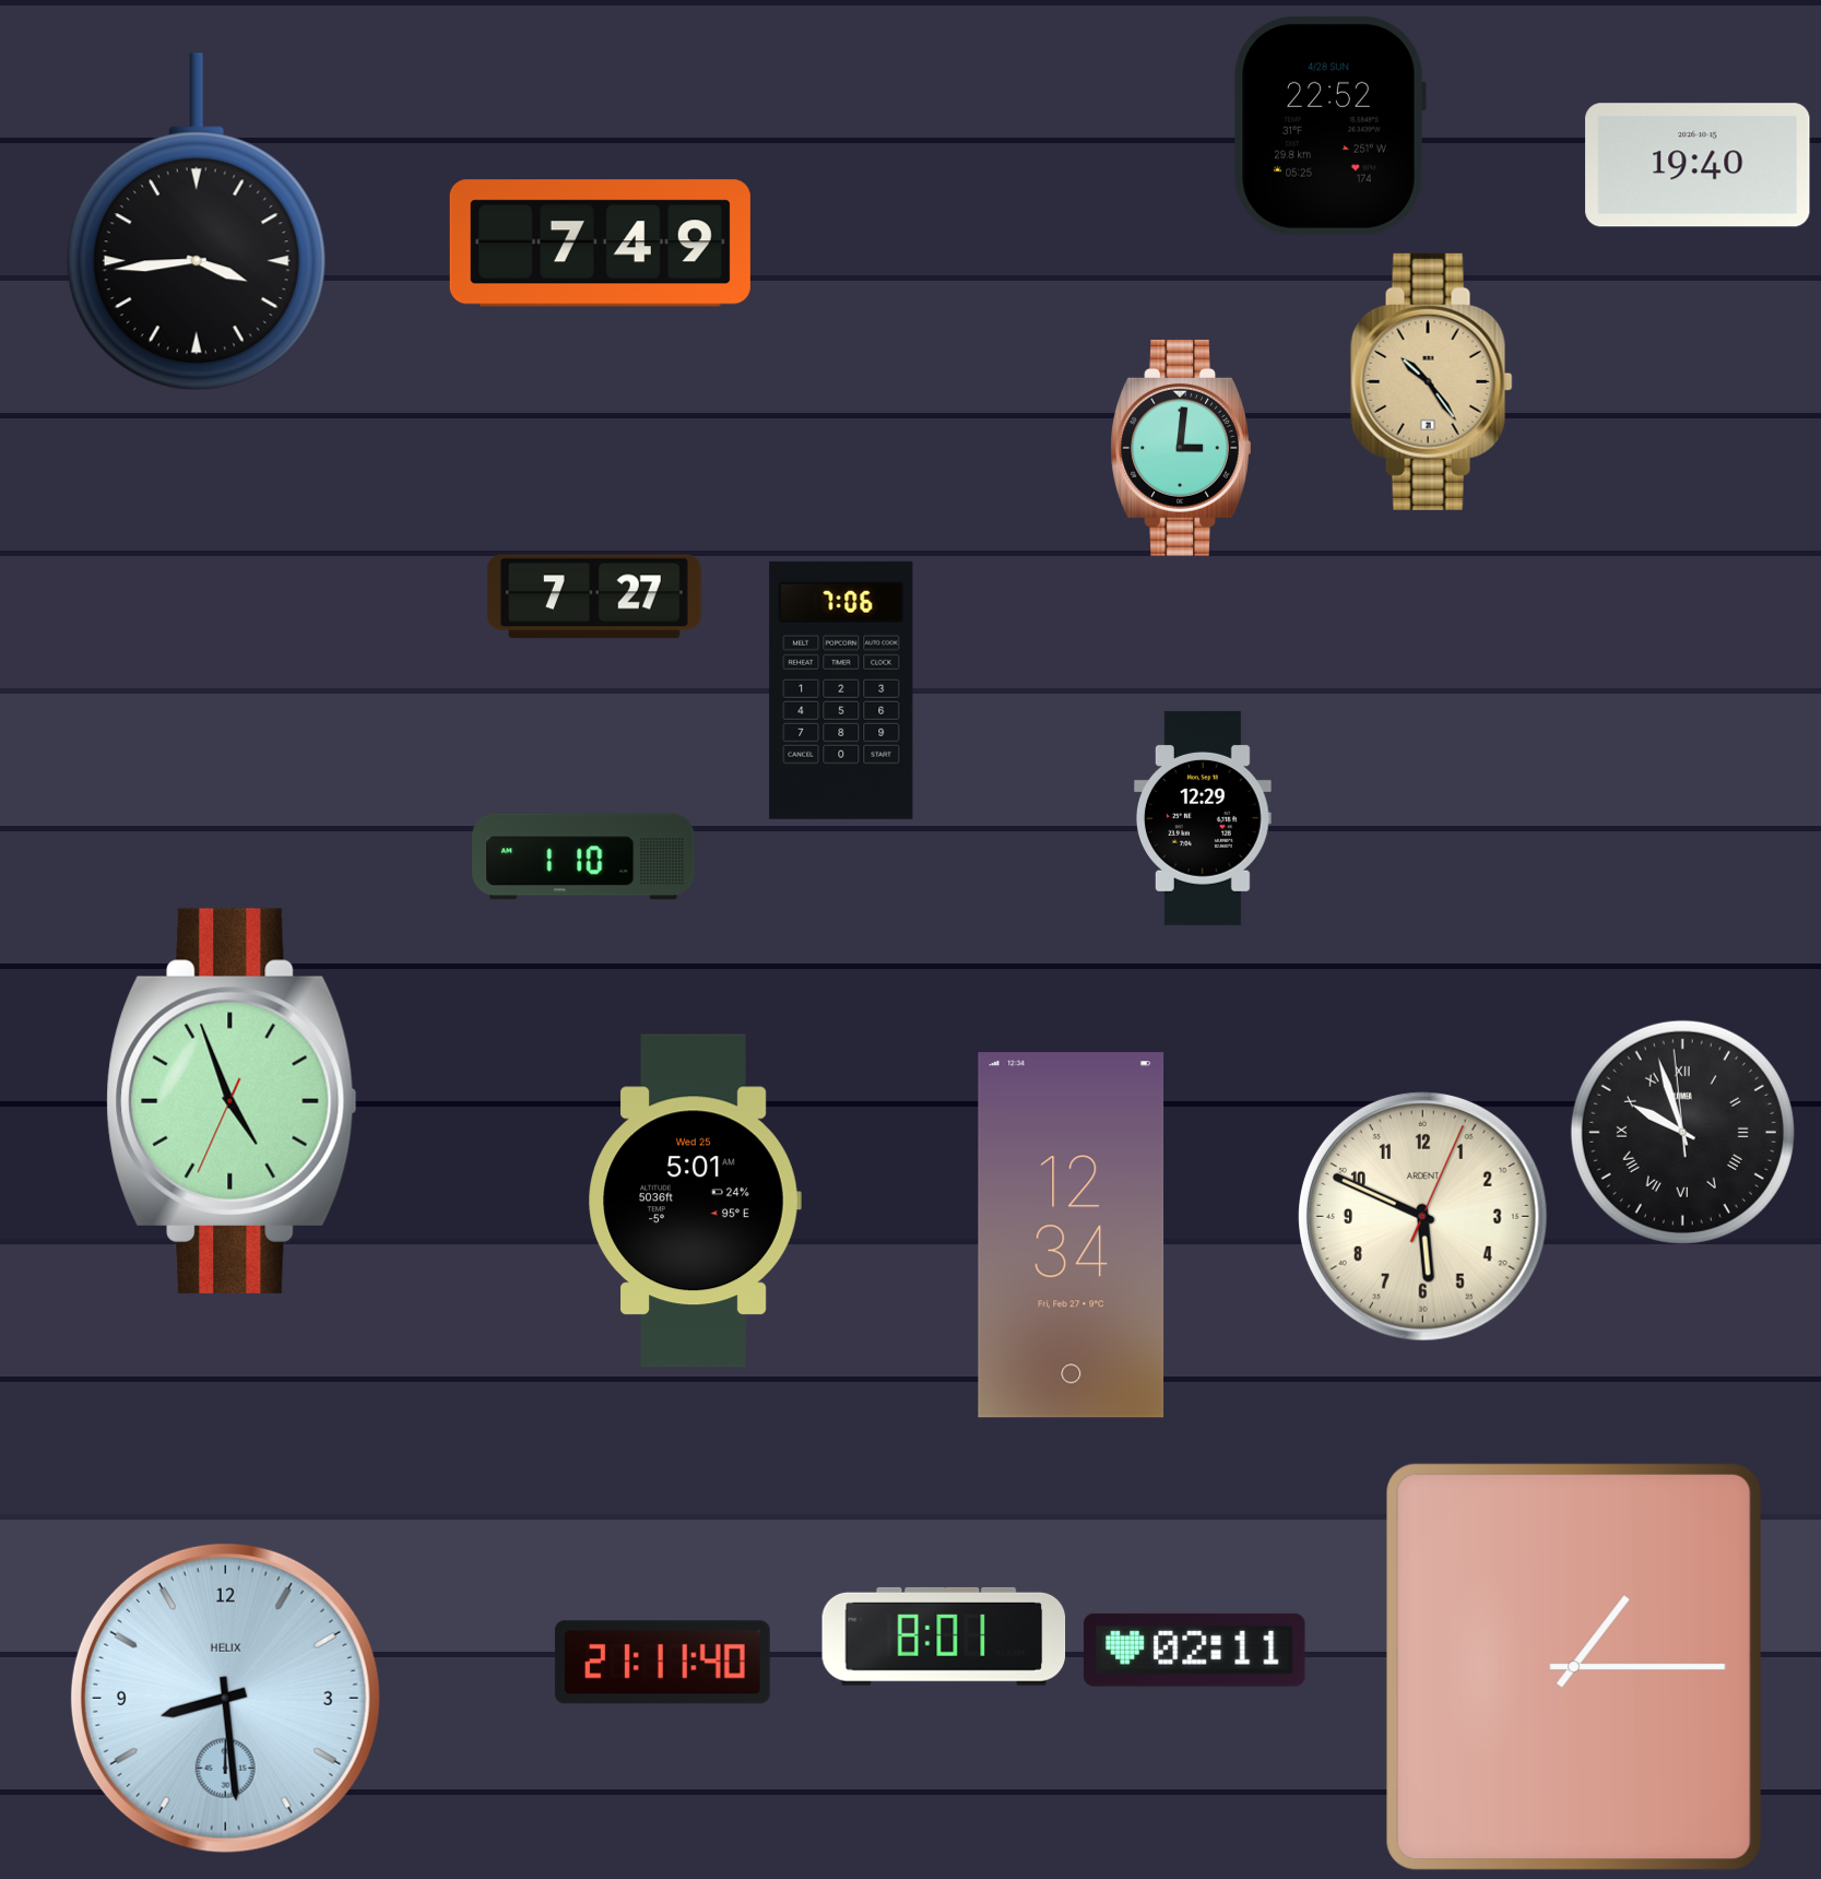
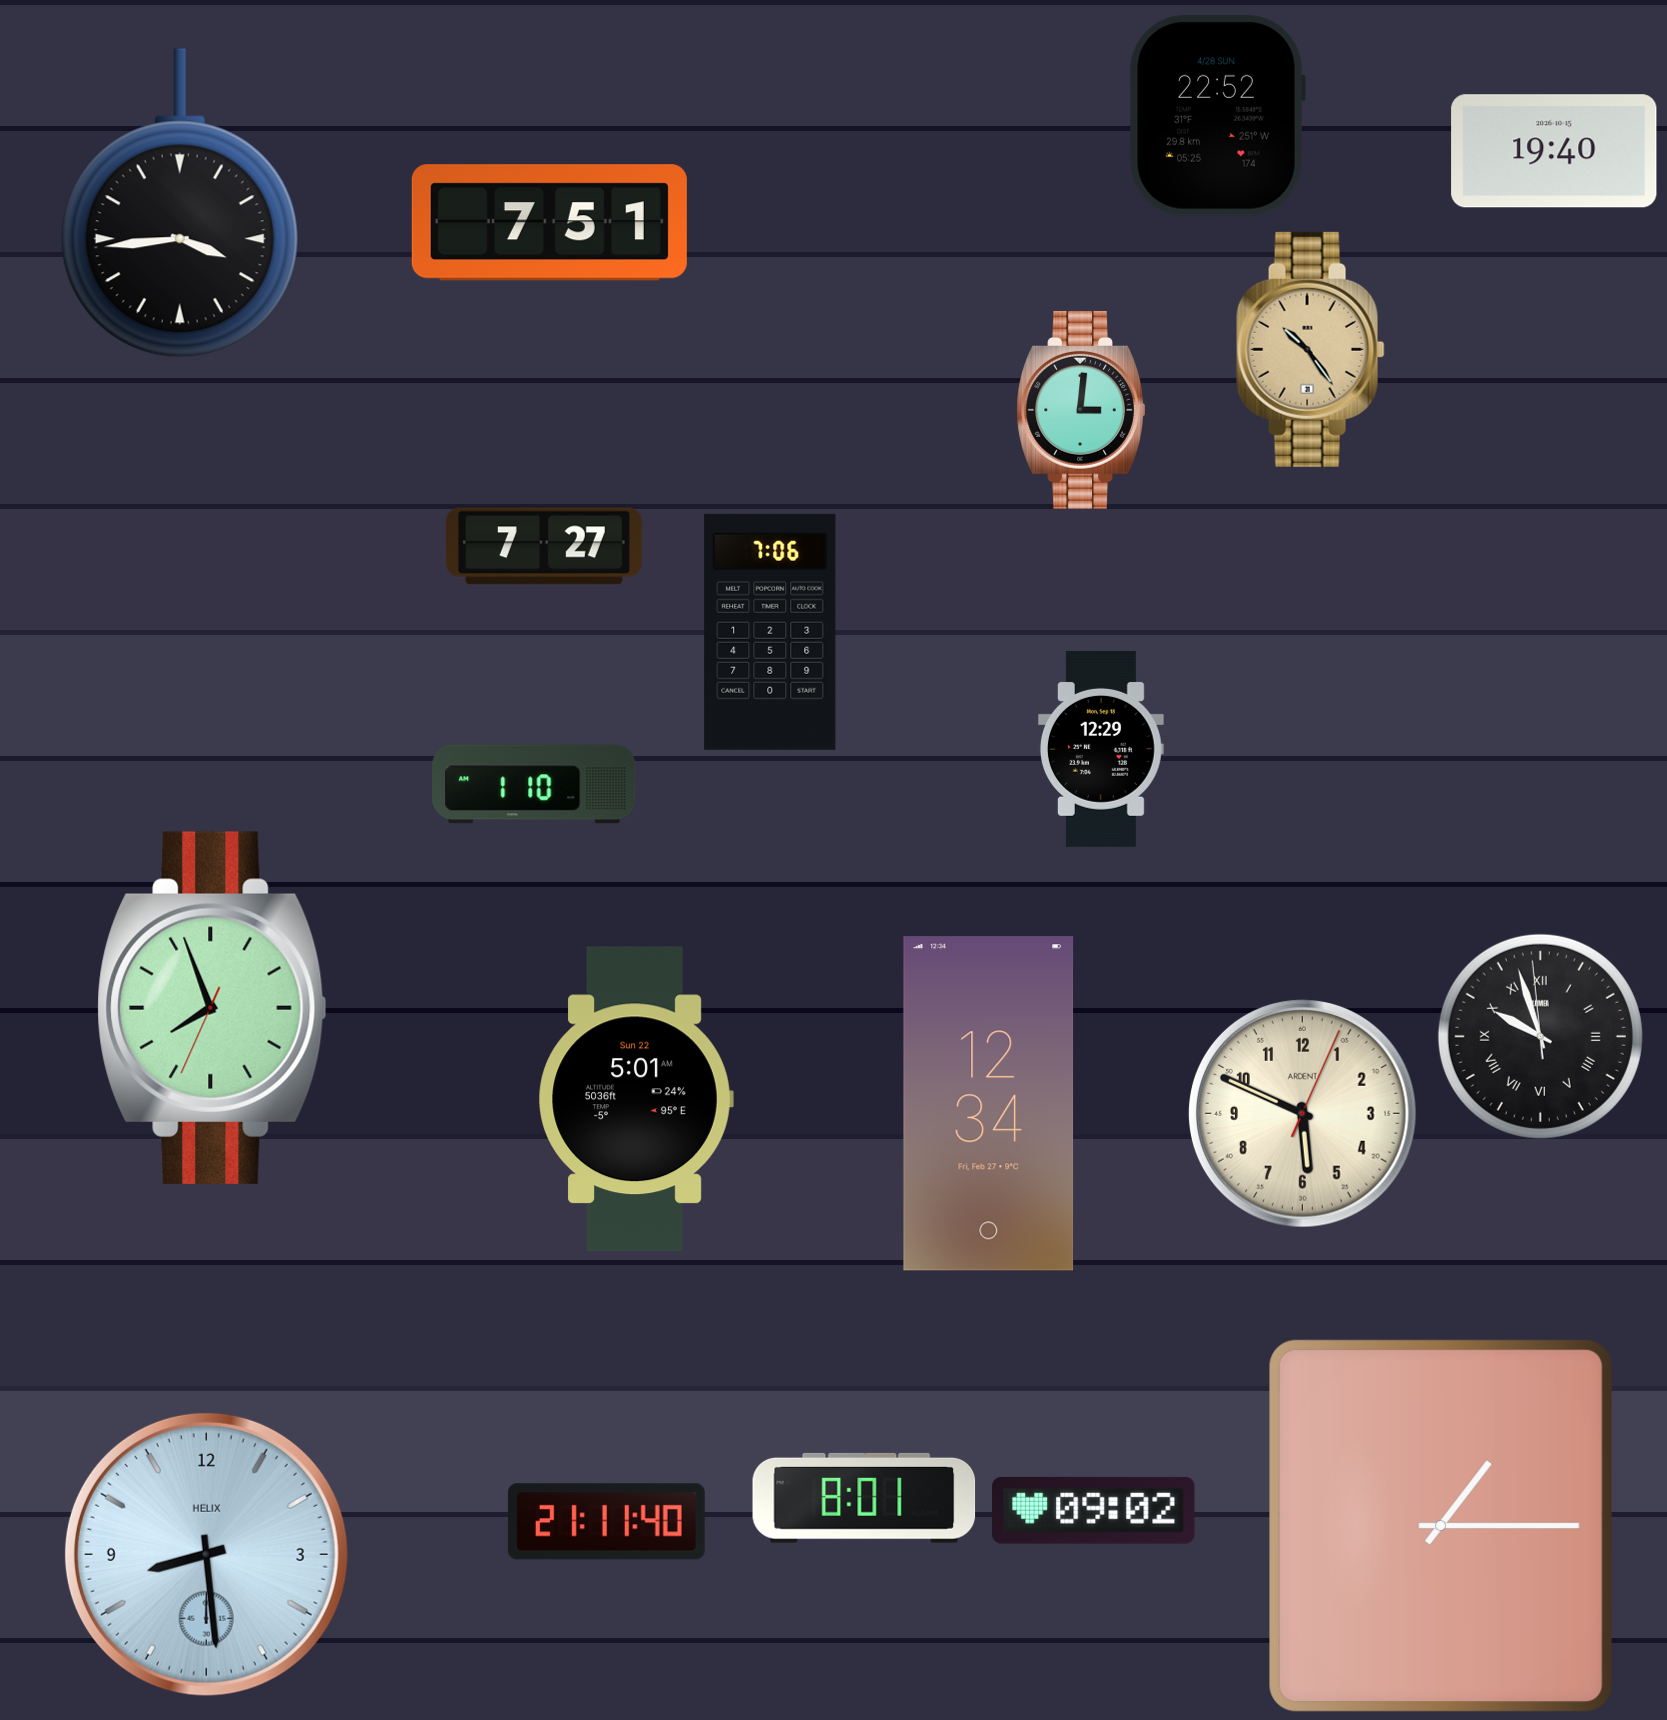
clock at (600, 244): 7:49 -> 7:51
clock at (232, 1101): 4:56 -> 7:56
clock at (695, 1201) date: Wed 25 -> Sun 22
clock at (1072, 1236) position: (1072, 1236) -> (989, 1104)
clock at (1195, 1650): 02:11 -> 09:02
